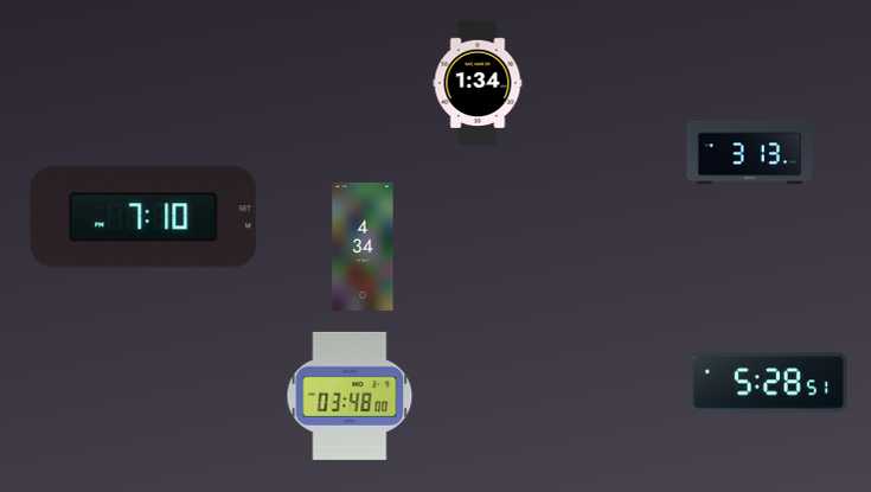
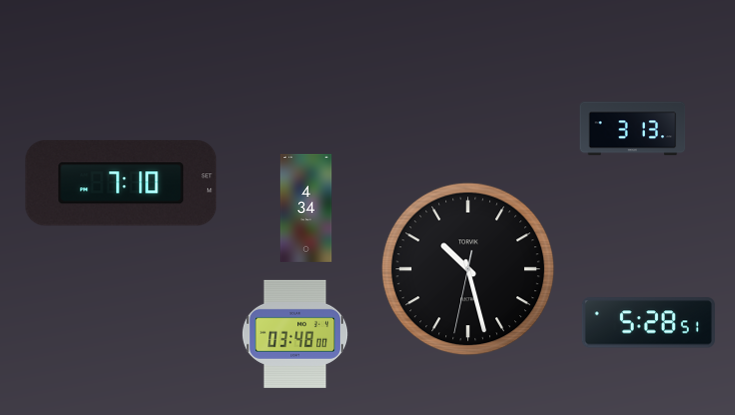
clock at (478, 83): 1:34 -> none
clock at (468, 269): none -> 10:27
